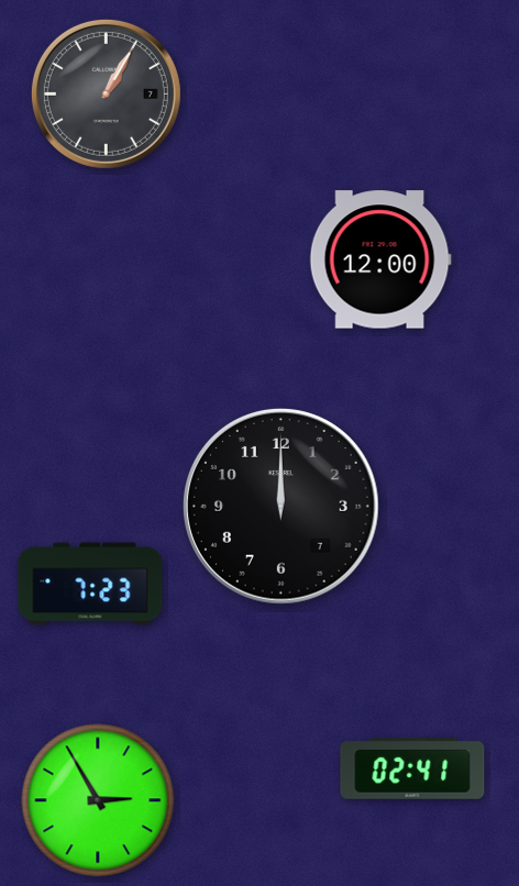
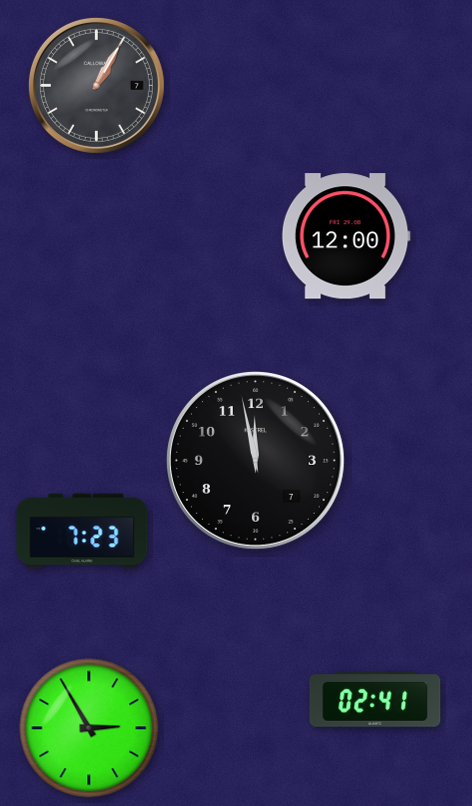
clock at (281, 507): 12:00 -> 11:58
